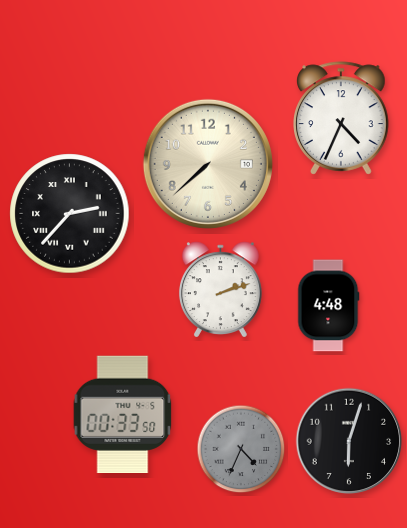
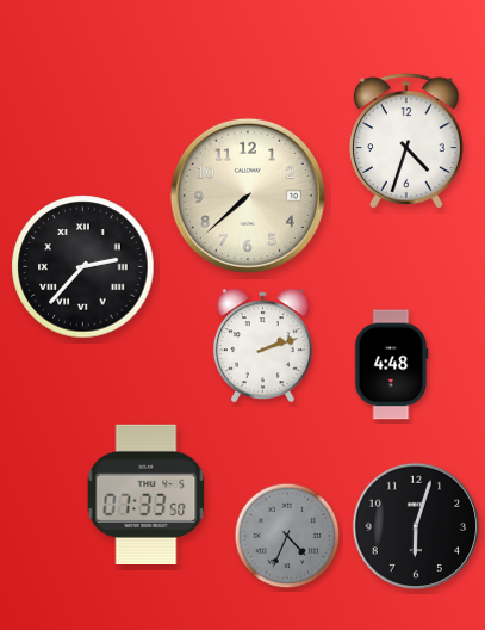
clock at (341, 118): 4:34 -> 4:33
clock at (70, 214) position: (70, 214) -> (83, 267)
clock at (123, 414): 00:33 -> 07:33
